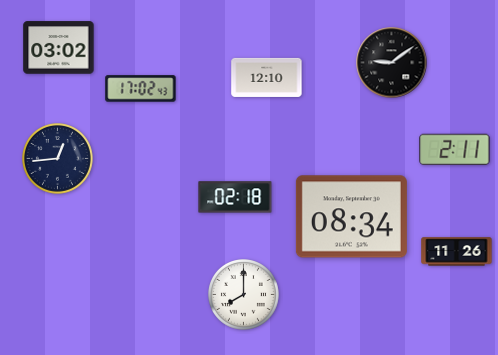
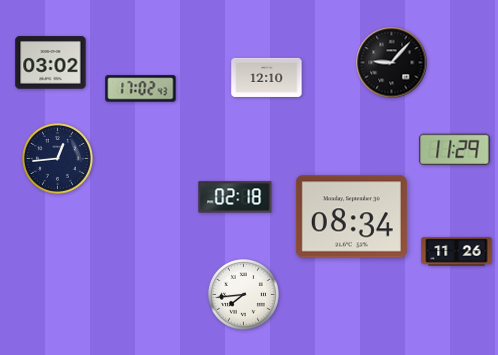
clock at (59, 48) position: (59, 48) -> (51, 63)
clock at (392, 63): 9:09 -> 9:07
clock at (455, 149): 2:11 -> 11:29
clock at (244, 295): 8:00 -> 7:44
